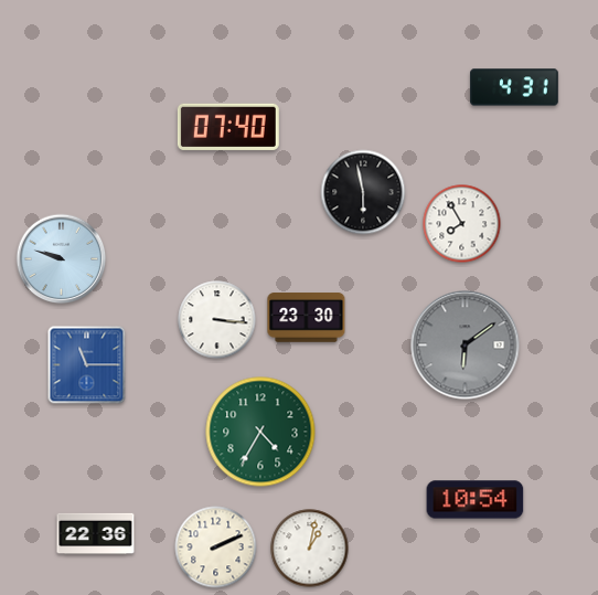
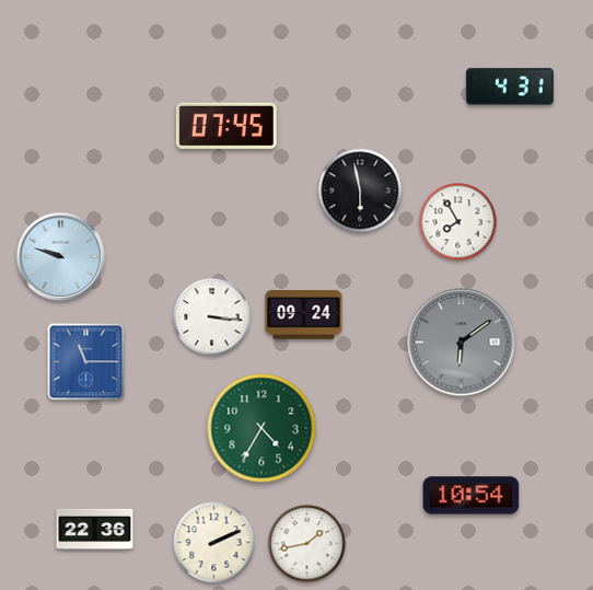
clock at (228, 127): 07:40 -> 07:45
clock at (307, 318): 23:30 -> 09:24
clock at (217, 320) position: (217, 320) -> (212, 317)
clock at (260, 432) position: (260, 432) -> (261, 428)
clock at (310, 549): 1:02 -> 1:43
